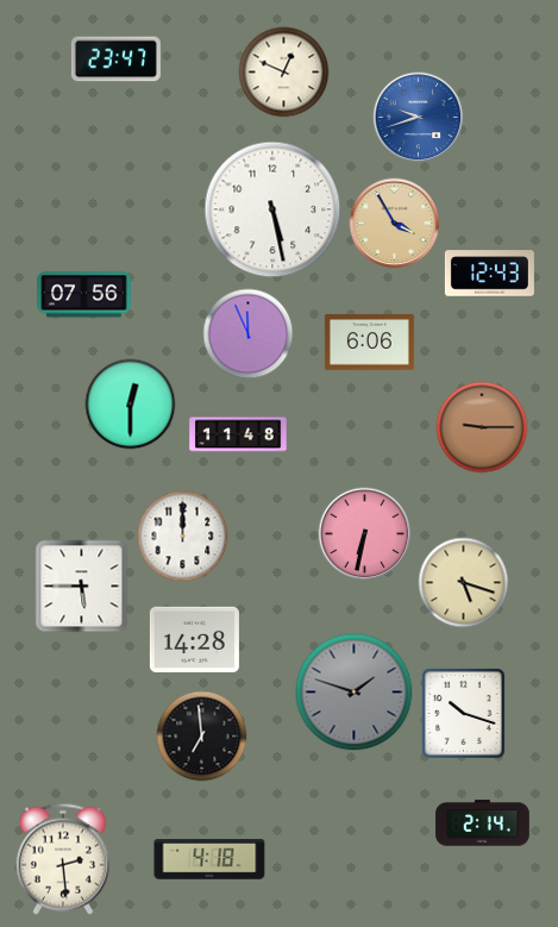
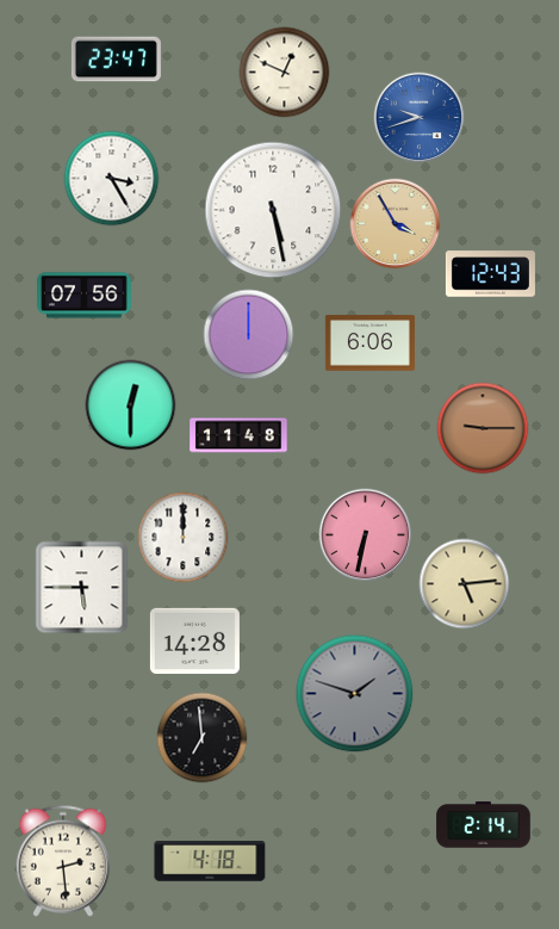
clock at (112, 179): none -> 3:25
clock at (249, 334): 11:56 -> 12:00
clock at (464, 583): 5:18 -> 5:14
clock at (464, 714): 10:18 -> none
